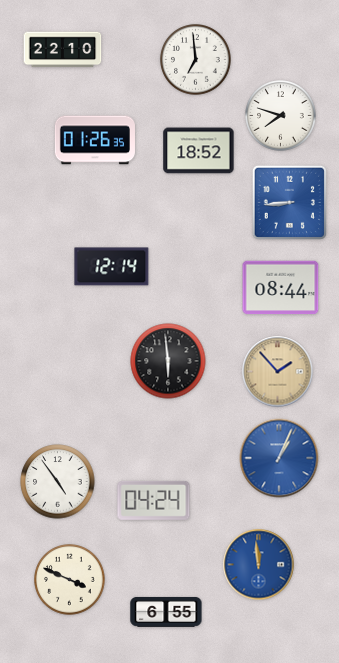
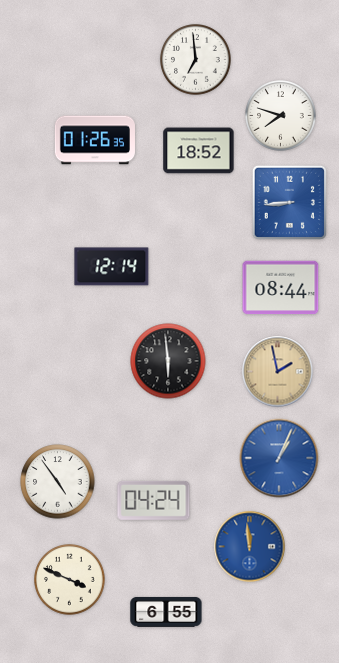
clock at (63, 50): 22:10 -> none
clock at (278, 372): 1:53 -> 1:58
clock at (259, 565) position: (259, 565) -> (250, 547)
